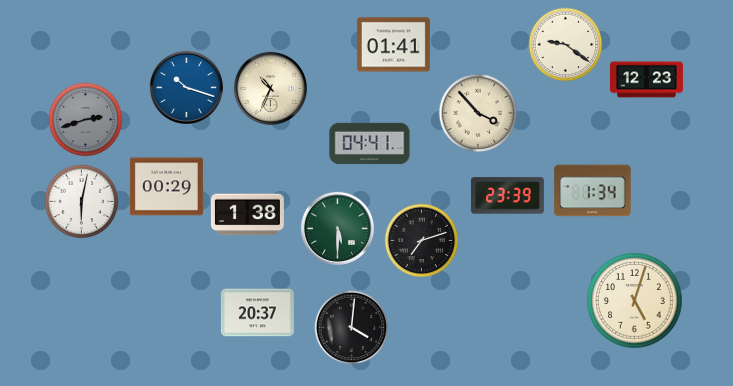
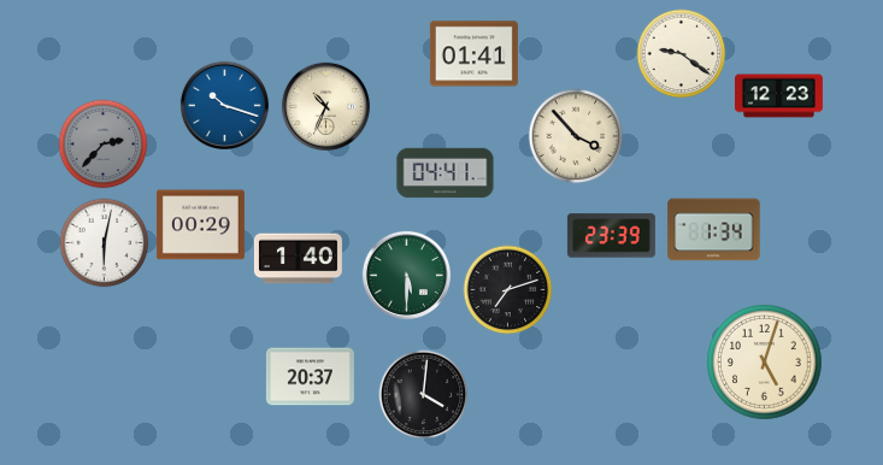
clock at (86, 120): 2:42 -> 2:37
clock at (82, 202) position: (82, 202) -> (105, 243)
clock at (247, 215): 1:38 -> 1:40
